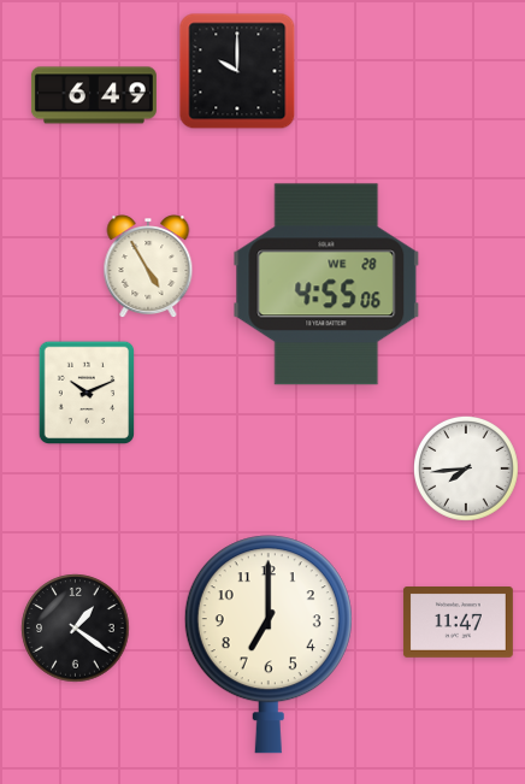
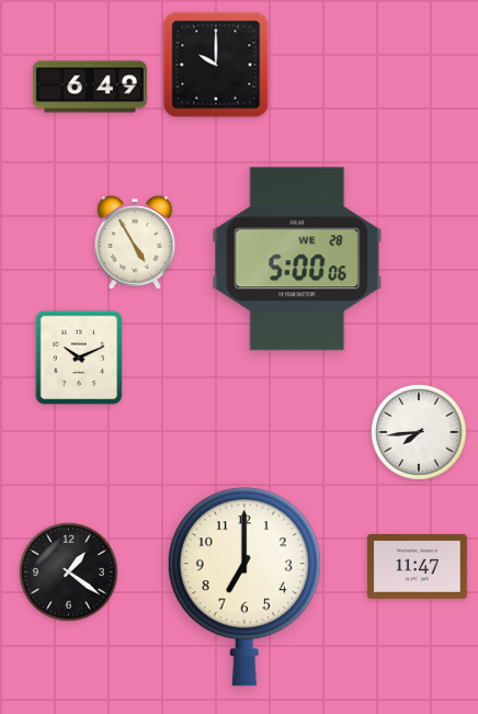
clock at (94, 95) position: (94, 95) -> (90, 87)
clock at (326, 284): 4:55 -> 5:00
clock at (466, 468) position: (466, 468) -> (419, 432)
